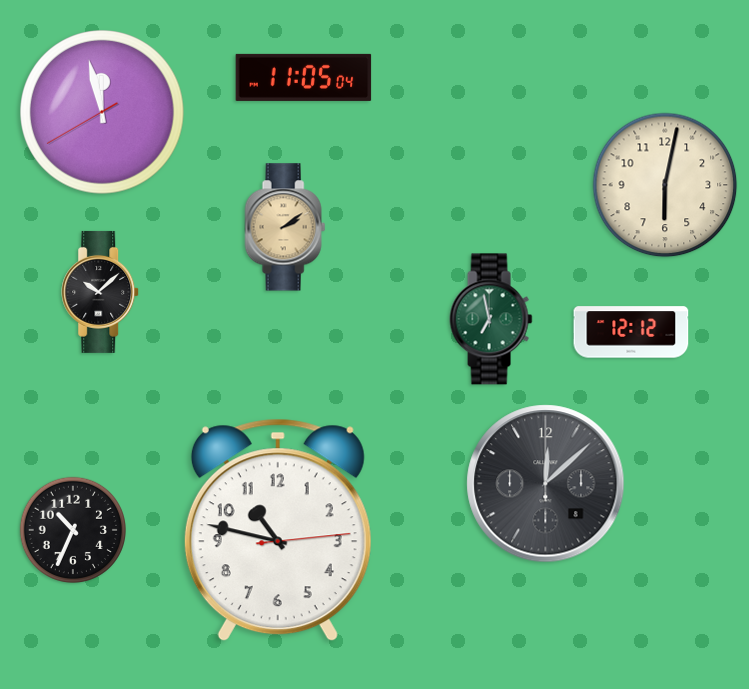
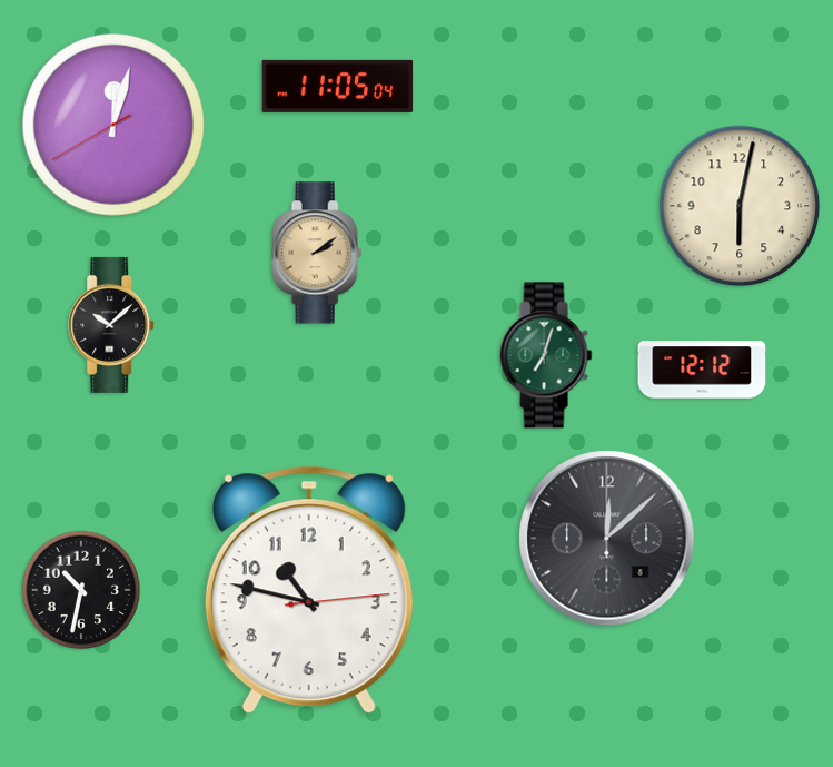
clock at (102, 112): 11:57 -> 12:02
clock at (491, 319): 6:58 -> 7:03
clock at (72, 529): 10:34 -> 10:32
